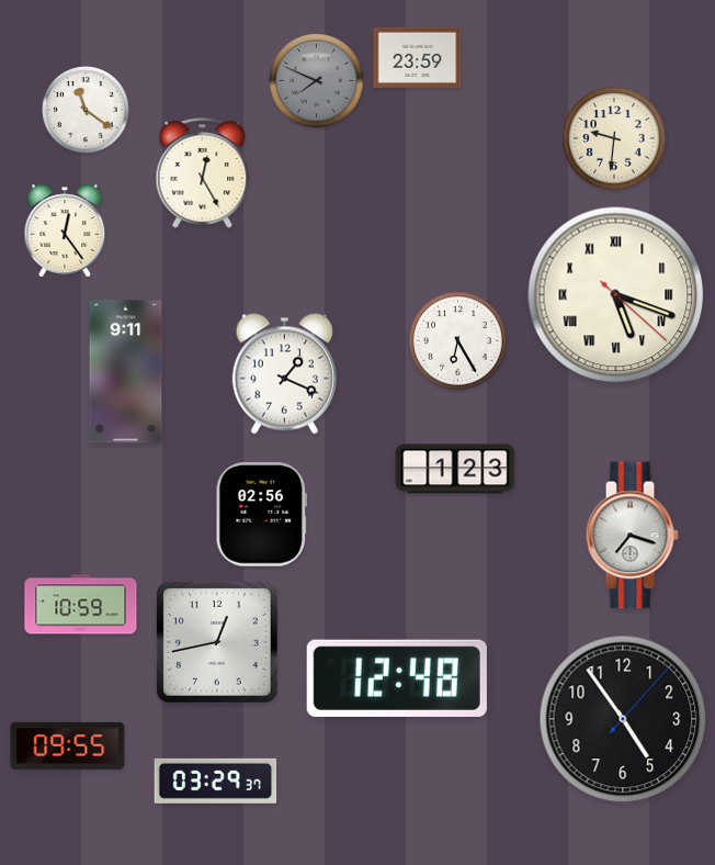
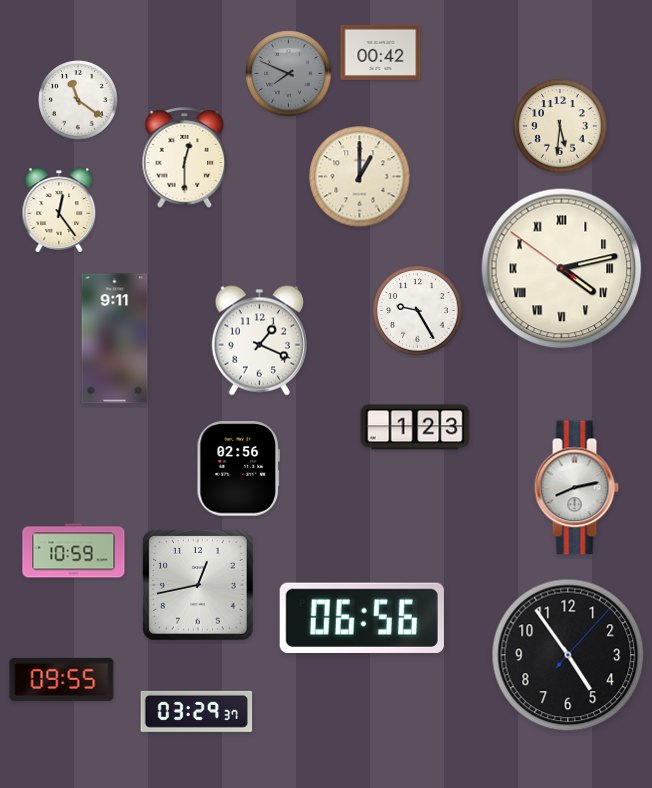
clock at (418, 57): 23:59 -> 00:42
clock at (614, 138): 9:31 -> 5:31
clock at (203, 173): 12:25 -> 12:30
clock at (360, 177): none -> 1:00
clock at (616, 295): 5:18 -> 4:12
clock at (458, 341): 6:25 -> 9:25
clock at (632, 536): 7:18 -> 8:13
clock at (397, 678): 12:48 -> 06:56
